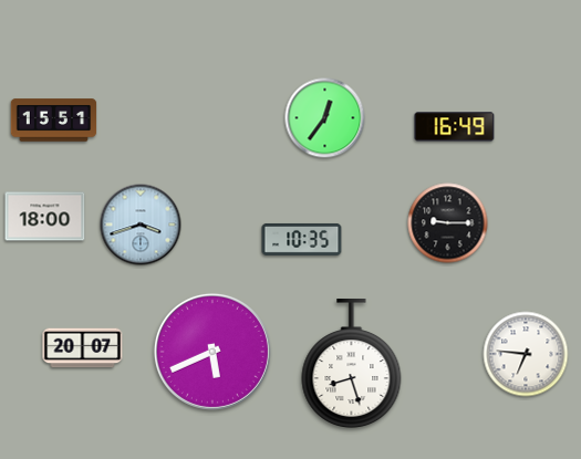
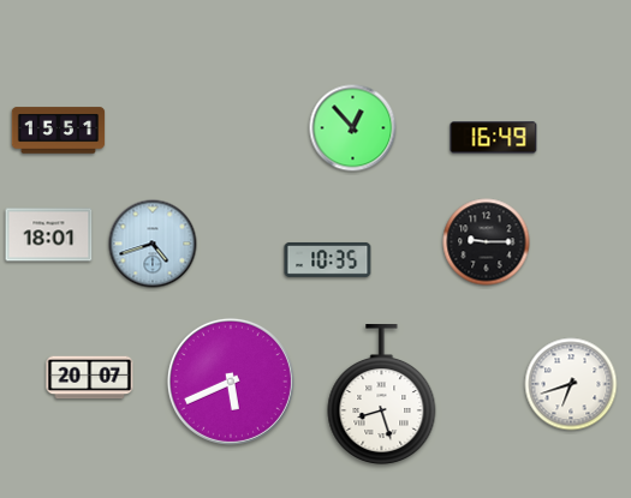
clock at (325, 118): 12:36 -> 12:53
clock at (45, 217): 18:00 -> 18:01
clock at (141, 225): 3:42 -> 4:42
clock at (526, 354): 6:46 -> 6:42
